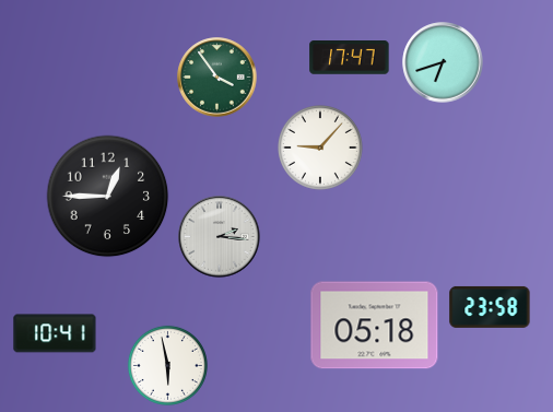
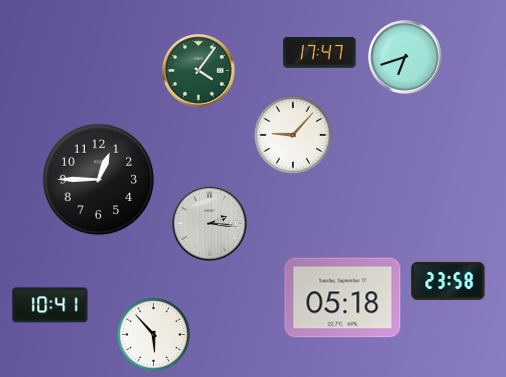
clock at (217, 78): 3:54 -> 4:06
clock at (220, 237) position: (220, 237) -> (210, 224)
clock at (167, 365): 5:58 -> 5:53
